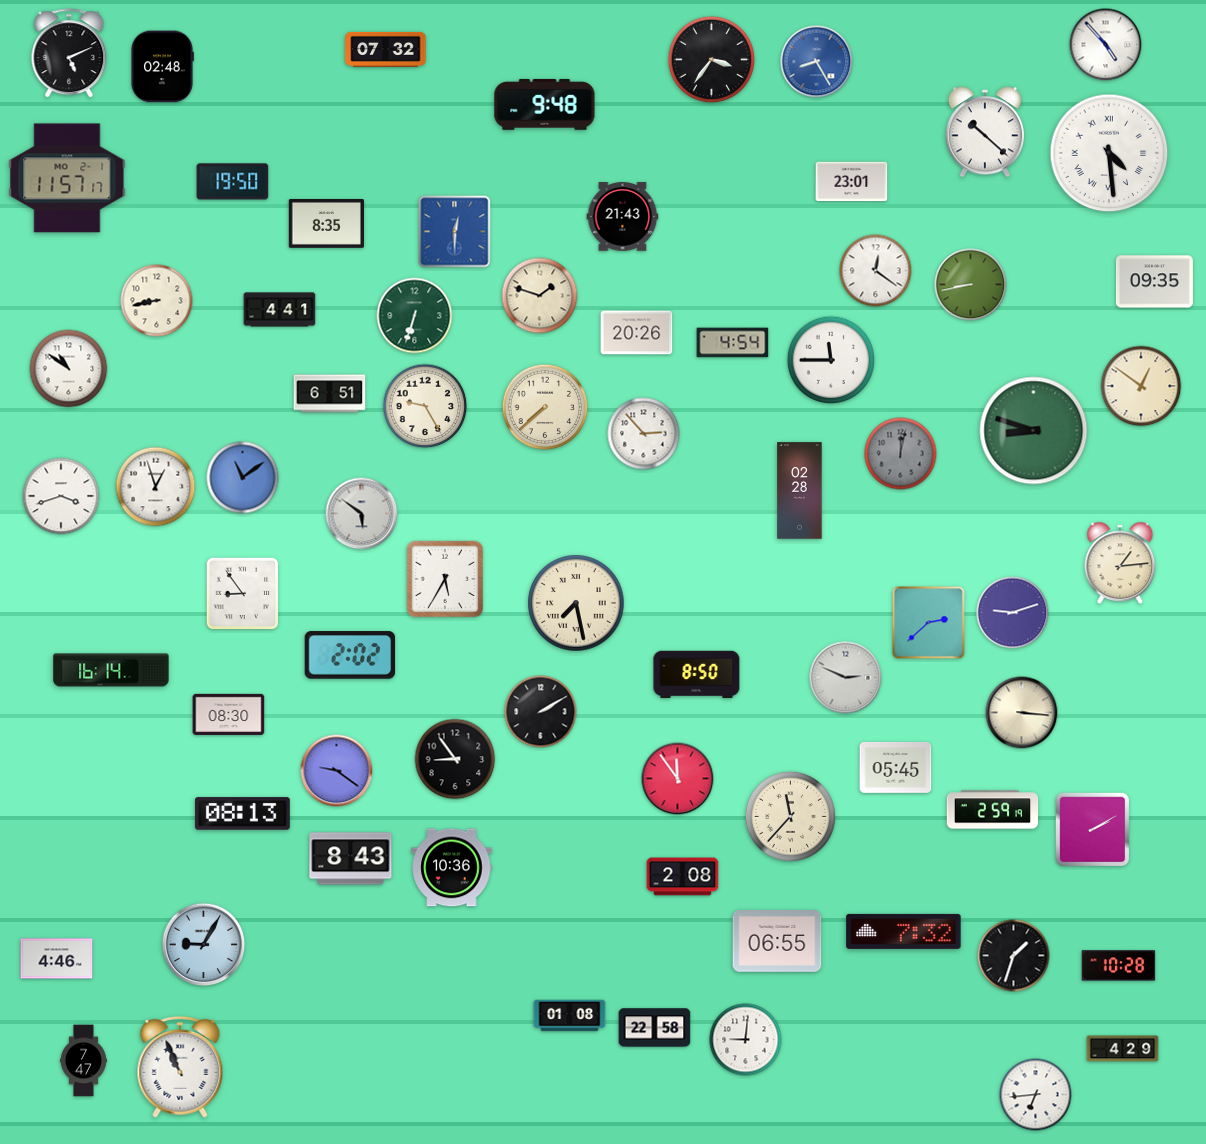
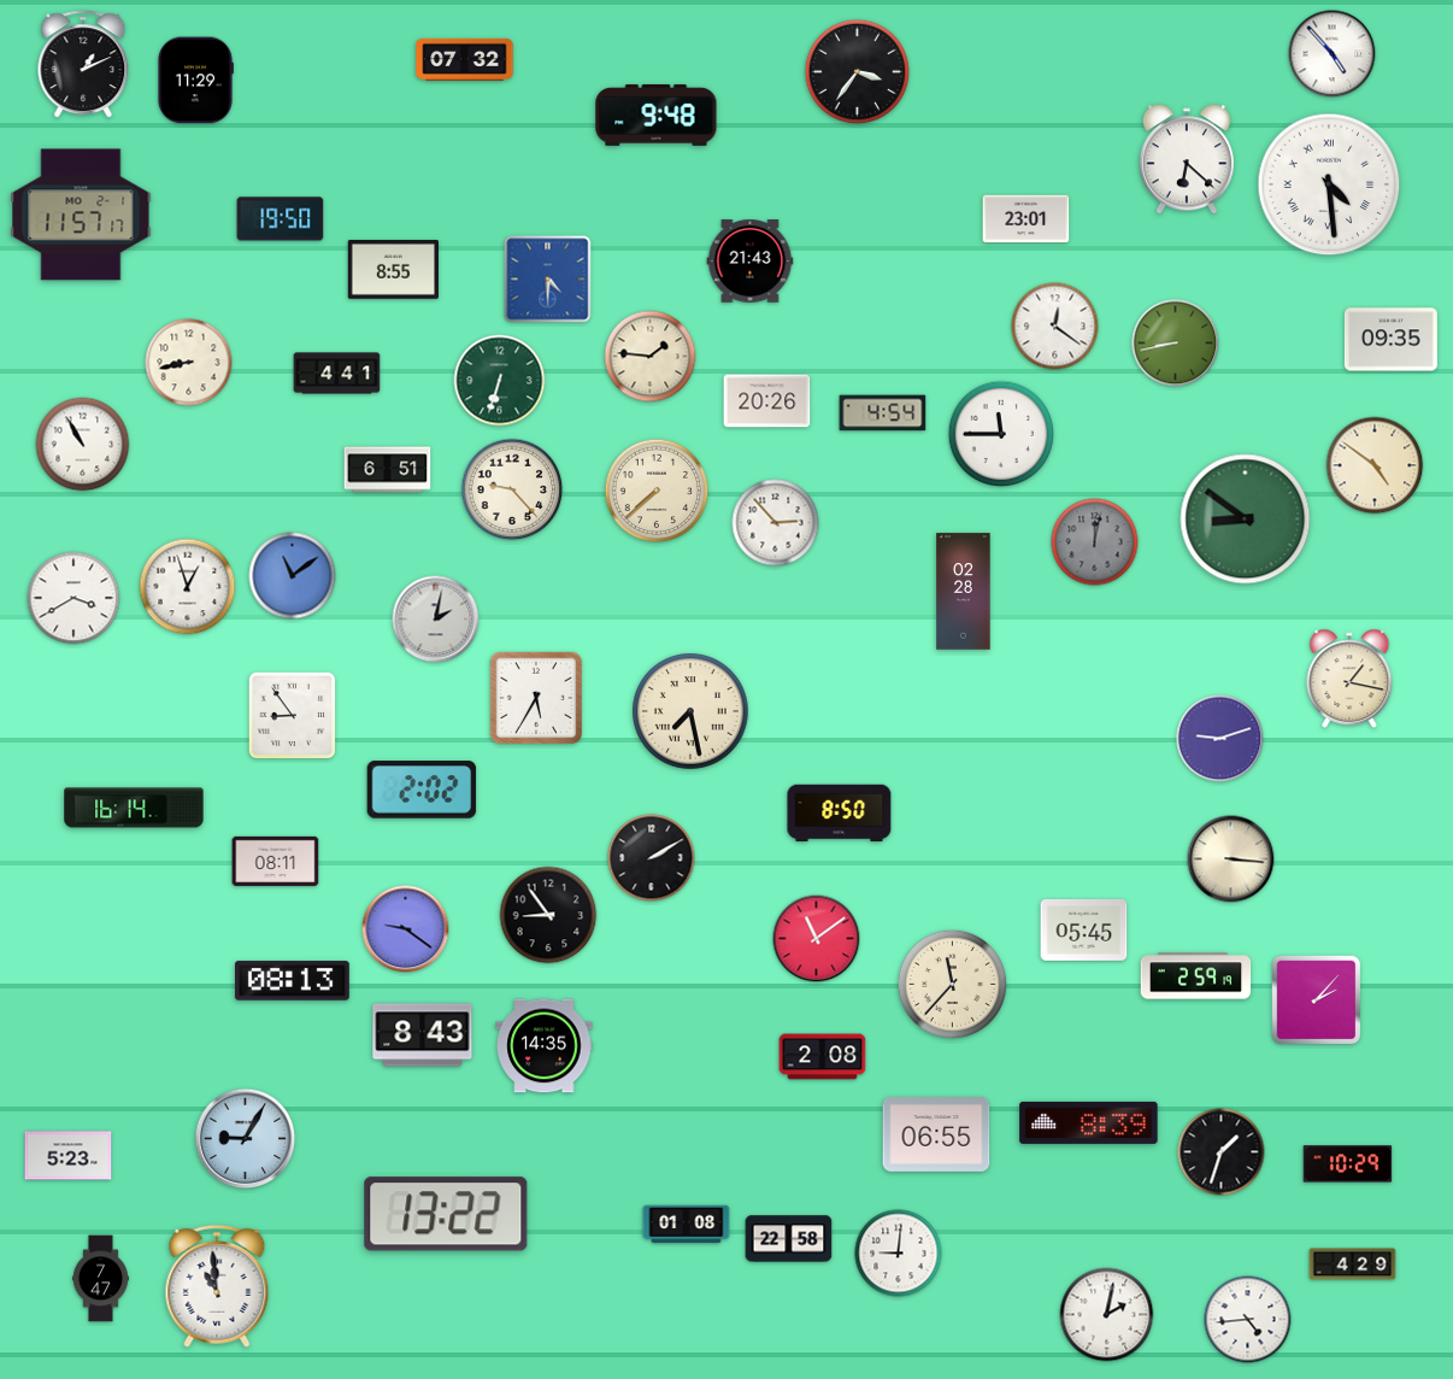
clock at (69, 54): 5:11 -> 1:11
clock at (817, 62): 8:25 -> none
clock at (162, 67): 02:48 -> 11:29
clock at (545, 104) position: (545, 104) -> (657, 115)
clock at (984, 132): 10:22 -> 6:22
clock at (1109, 153) position: (1109, 153) -> (1329, 184)
clock at (326, 224): 8:35 -> 8:55
clock at (455, 232): 12:30 -> 4:30
clock at (971, 285) position: (971, 285) -> (1176, 344)
clock at (540, 296): 1:48 -> 1:46
clock at (69, 369): 10:51 -> 10:55
clock at (1141, 386): 12:51 -> 4:51
clock at (330, 394) position: (330, 394) -> (388, 470)
clock at (425, 406): 9:25 -> 9:23
clock at (1034, 431): 8:48 -> 8:51
clock at (901, 454) position: (901, 454) -> (1095, 542)
clock at (61, 496): 3:42 -> 3:40
clock at (362, 514): 5:51 -> 2:02
clock at (1120, 562): 1:14 -> 1:17
clock at (576, 603) position: (576, 603) -> (690, 711)
clock at (929, 623): 2:38 -> none
clock at (846, 678): 2:49 -> none
clock at (229, 714): 08:30 -> 08:11
clock at (896, 768) position: (896, 768) -> (1084, 931)
clock at (678, 779): 11:54 -> 11:09
clock at (1093, 830): 2:10 -> 2:07
clock at (452, 868): 10:36 -> 14:35
clock at (904, 931): 7:32 -> 8:39
clock at (57, 959): 4:46 -> 5:23
clock at (1119, 966): 10:28 -> 10:29
clock at (446, 1214): none -> 13:22
clock at (180, 1067): 10:56 -> 10:59
clock at (1107, 1315): none -> 2:02
clock at (1036, 1095): 6:44 -> 4:44
